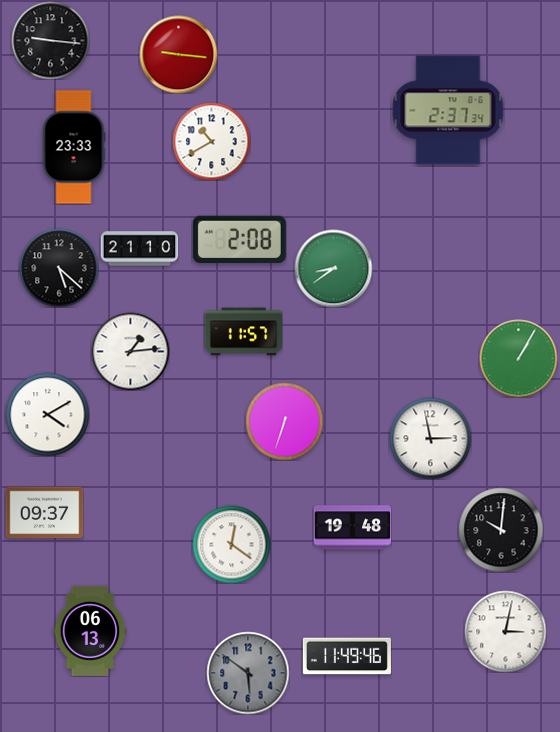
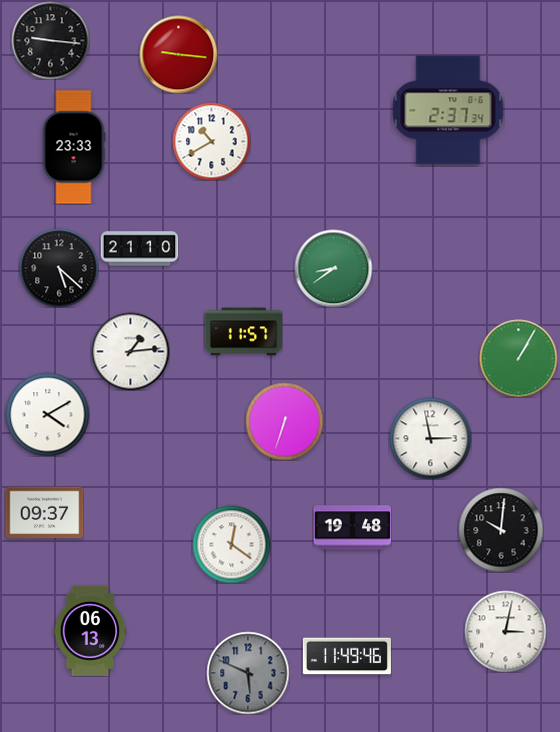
clock at (239, 239): 2:08 -> none
clock at (248, 673): 5:51 -> 5:49
